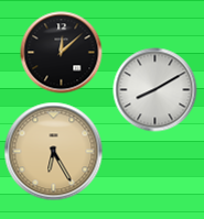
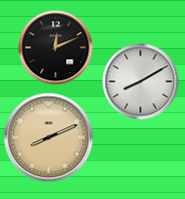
clock at (62, 53): 12:08 -> 12:11
clock at (54, 152): 6:25 -> 8:11
